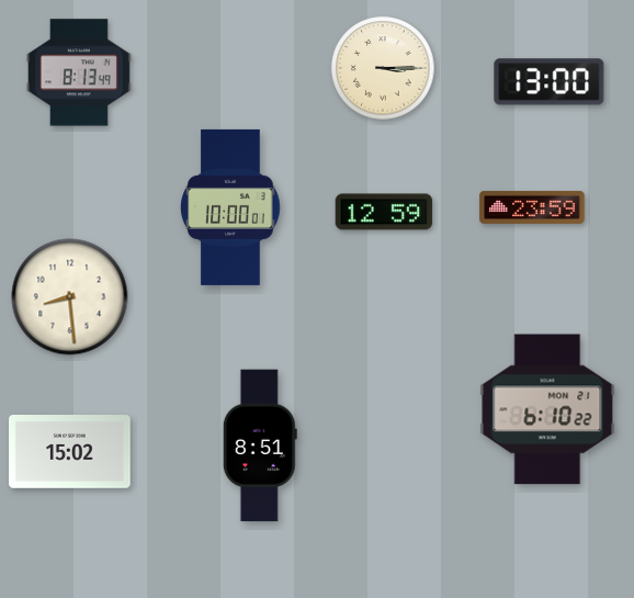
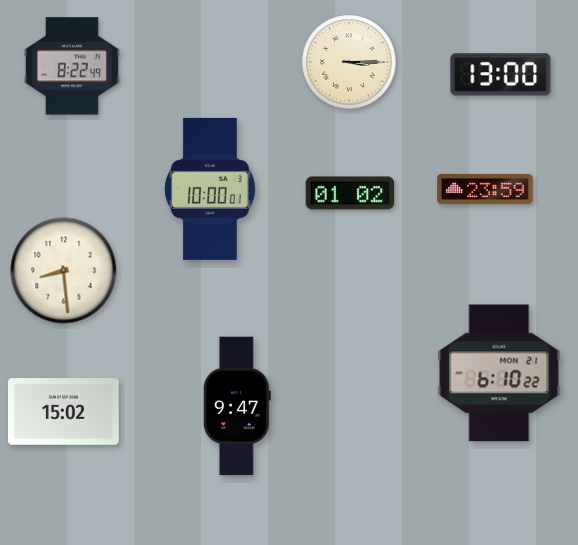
clock at (79, 72): 8:13 -> 8:22
clock at (384, 212): 12:59 -> 01:02
clock at (260, 445): 8:51 -> 9:47
